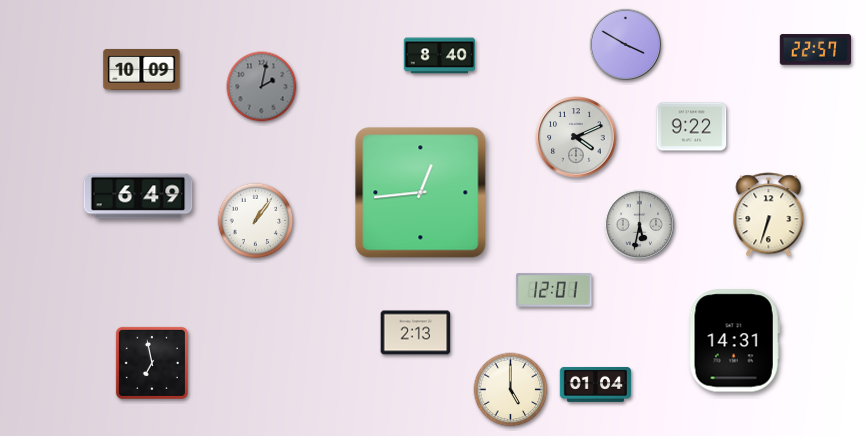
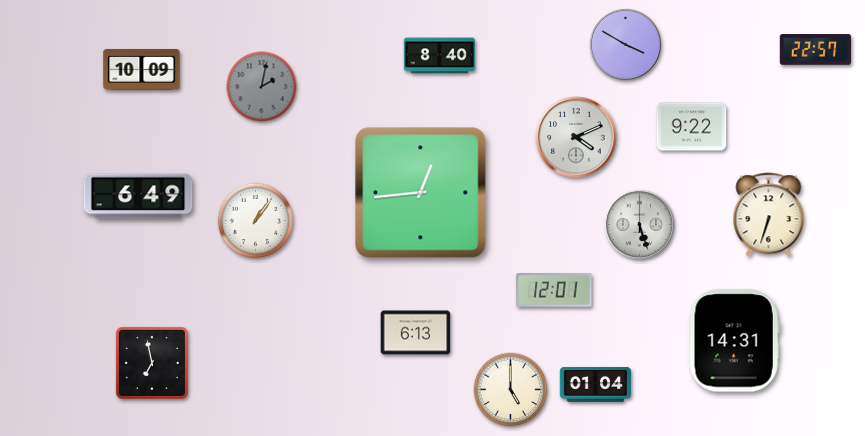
clock at (640, 225): 5:32 -> 5:27
clock at (416, 333): 2:13 -> 6:13
